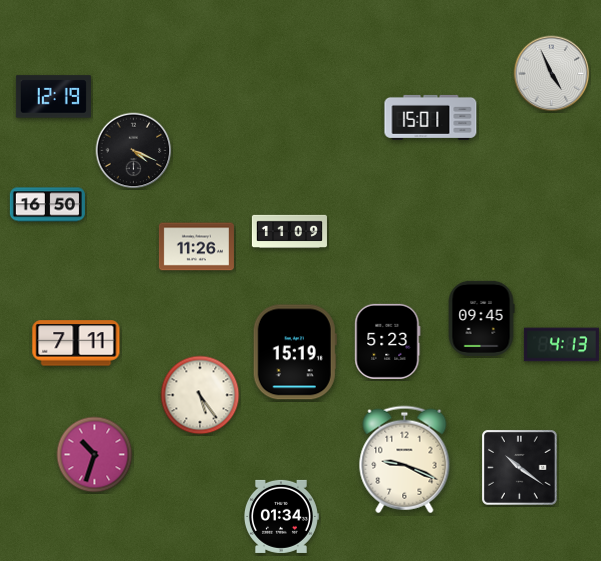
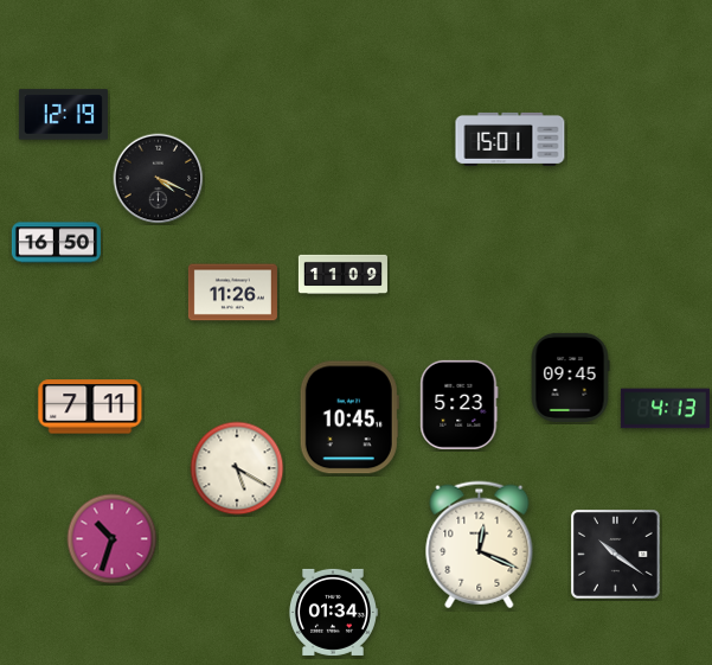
clock at (552, 74): 4:56 -> none
clock at (295, 352): 15:19 -> 10:45
clock at (200, 395): 5:24 -> 5:20
clock at (405, 460): 9:19 -> 12:19
